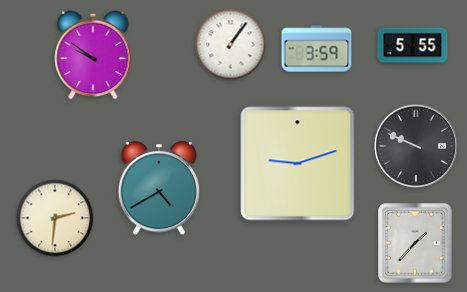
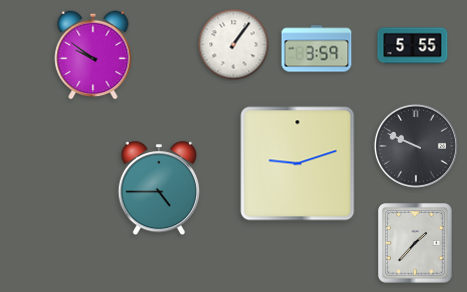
clock at (231, 45) position: (231, 45) -> (234, 45)
clock at (158, 189): 4:40 -> 4:45
clock at (55, 218): 2:31 -> none
